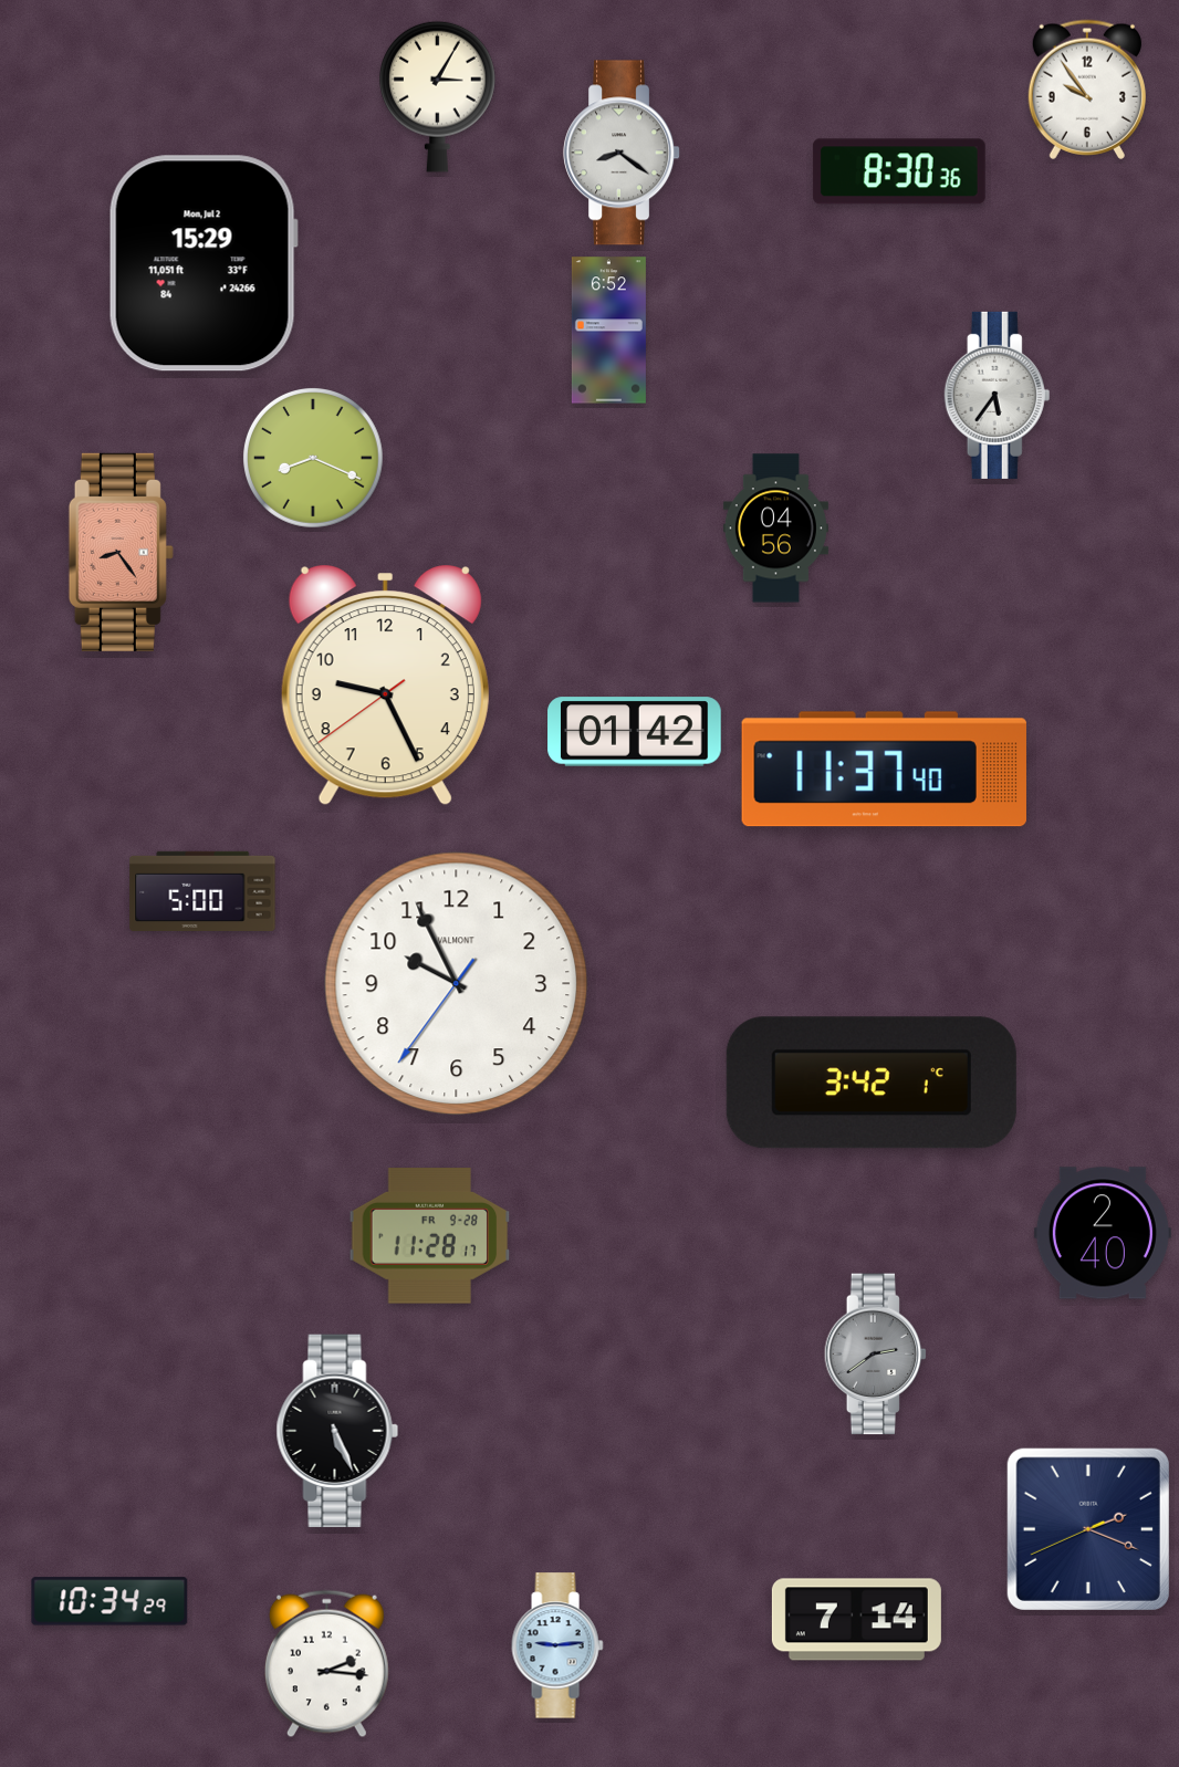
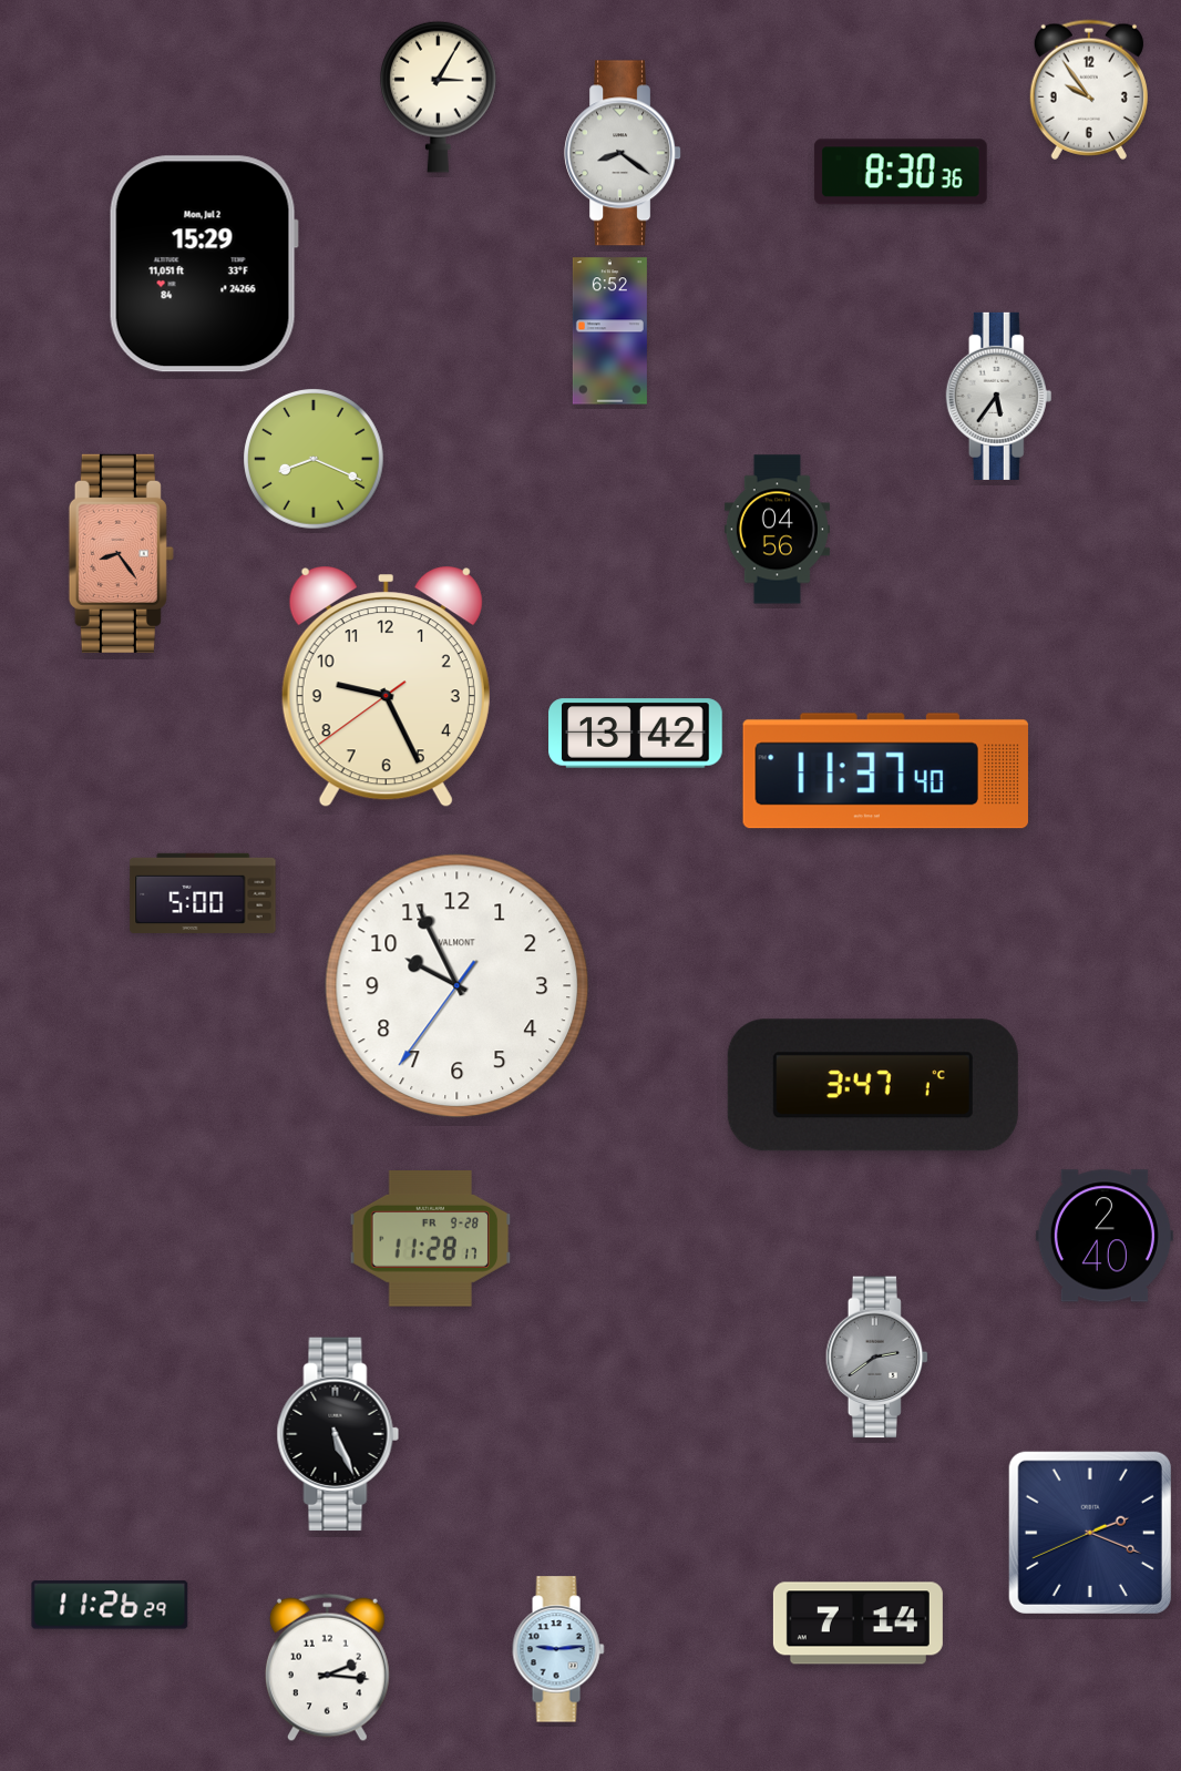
clock at (635, 732): 01:42 -> 13:42
clock at (872, 1083): 3:42 -> 3:47
clock at (109, 1601): 10:34 -> 11:26
